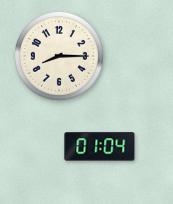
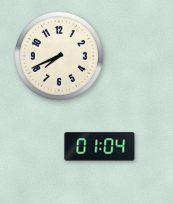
clock at (59, 56): 8:15 -> 7:41
